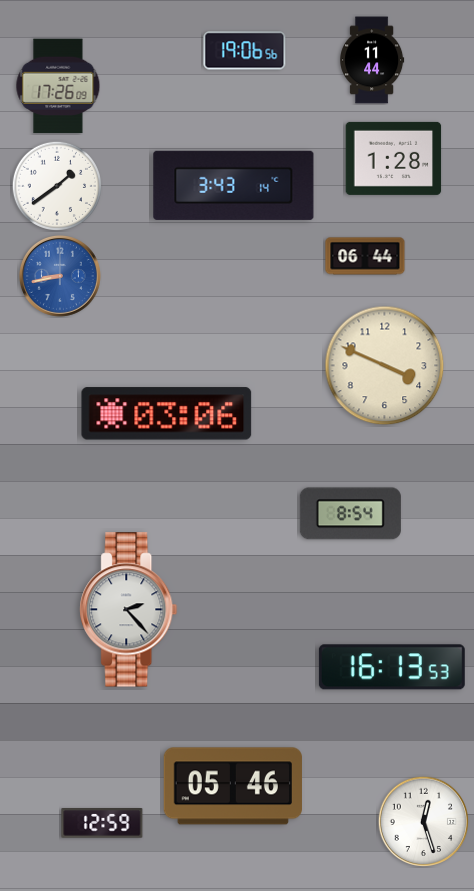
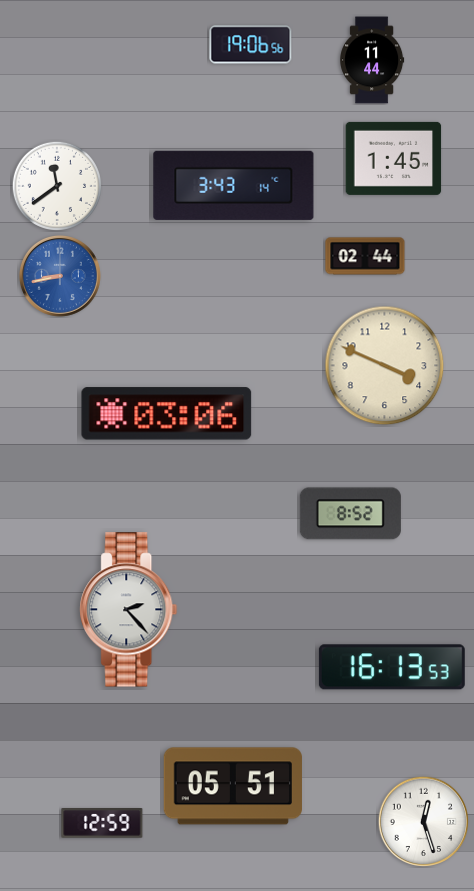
clock at (245, 51) position: (245, 51) -> (251, 45)
clock at (58, 86): 17:26 -> none
clock at (394, 158): 1:28 -> 1:45
clock at (56, 185): 1:39 -> 11:39
clock at (365, 256): 06:44 -> 02:44
clock at (350, 514): 8:54 -> 8:52
clock at (233, 786): 05:46 -> 05:51
